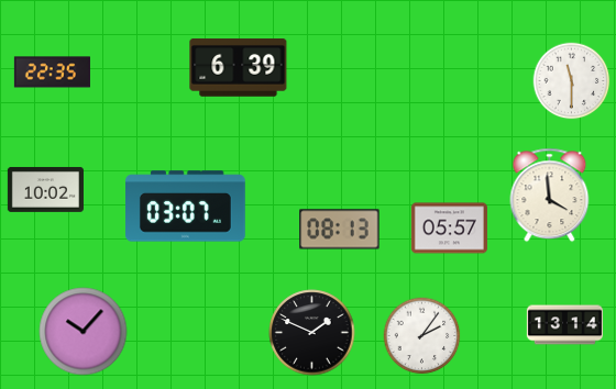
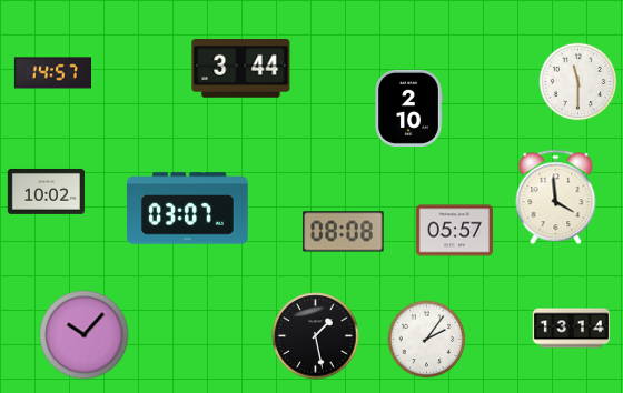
clock at (239, 68): 6:39 -> 3:44
clock at (52, 73): 22:35 -> 14:57
clock at (408, 108): none -> 2:10
clock at (340, 230): 08:13 -> 08:08
clock at (312, 333): 1:49 -> 1:28
